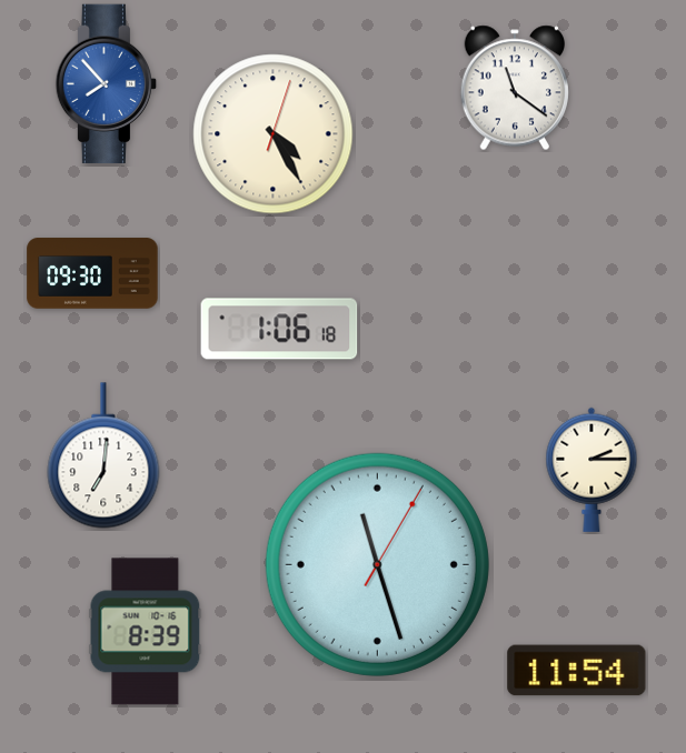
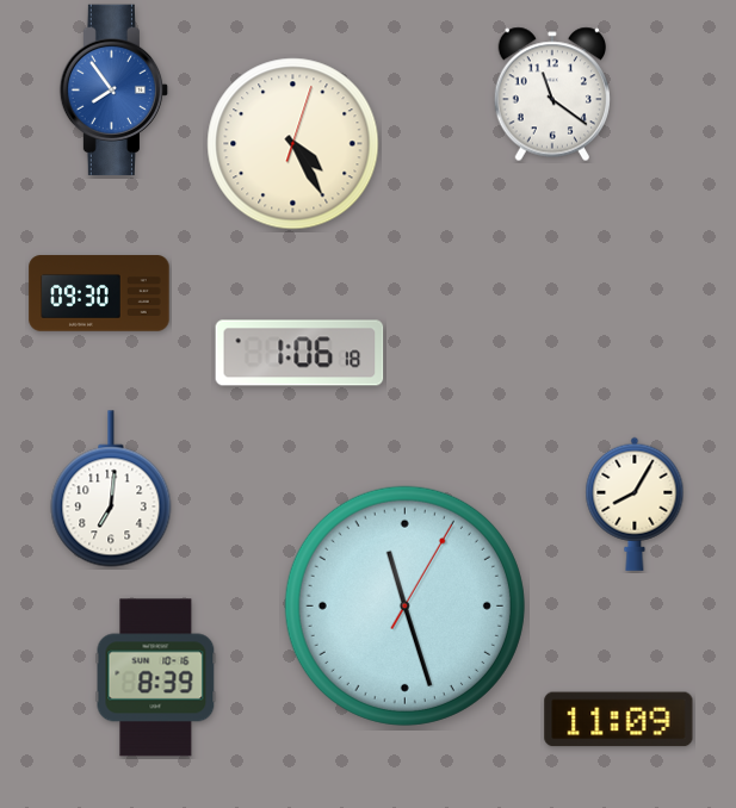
clock at (107, 84): 7:53 -> 7:54
clock at (591, 470): 2:15 -> 8:05
clock at (577, 671): 11:54 -> 11:09
